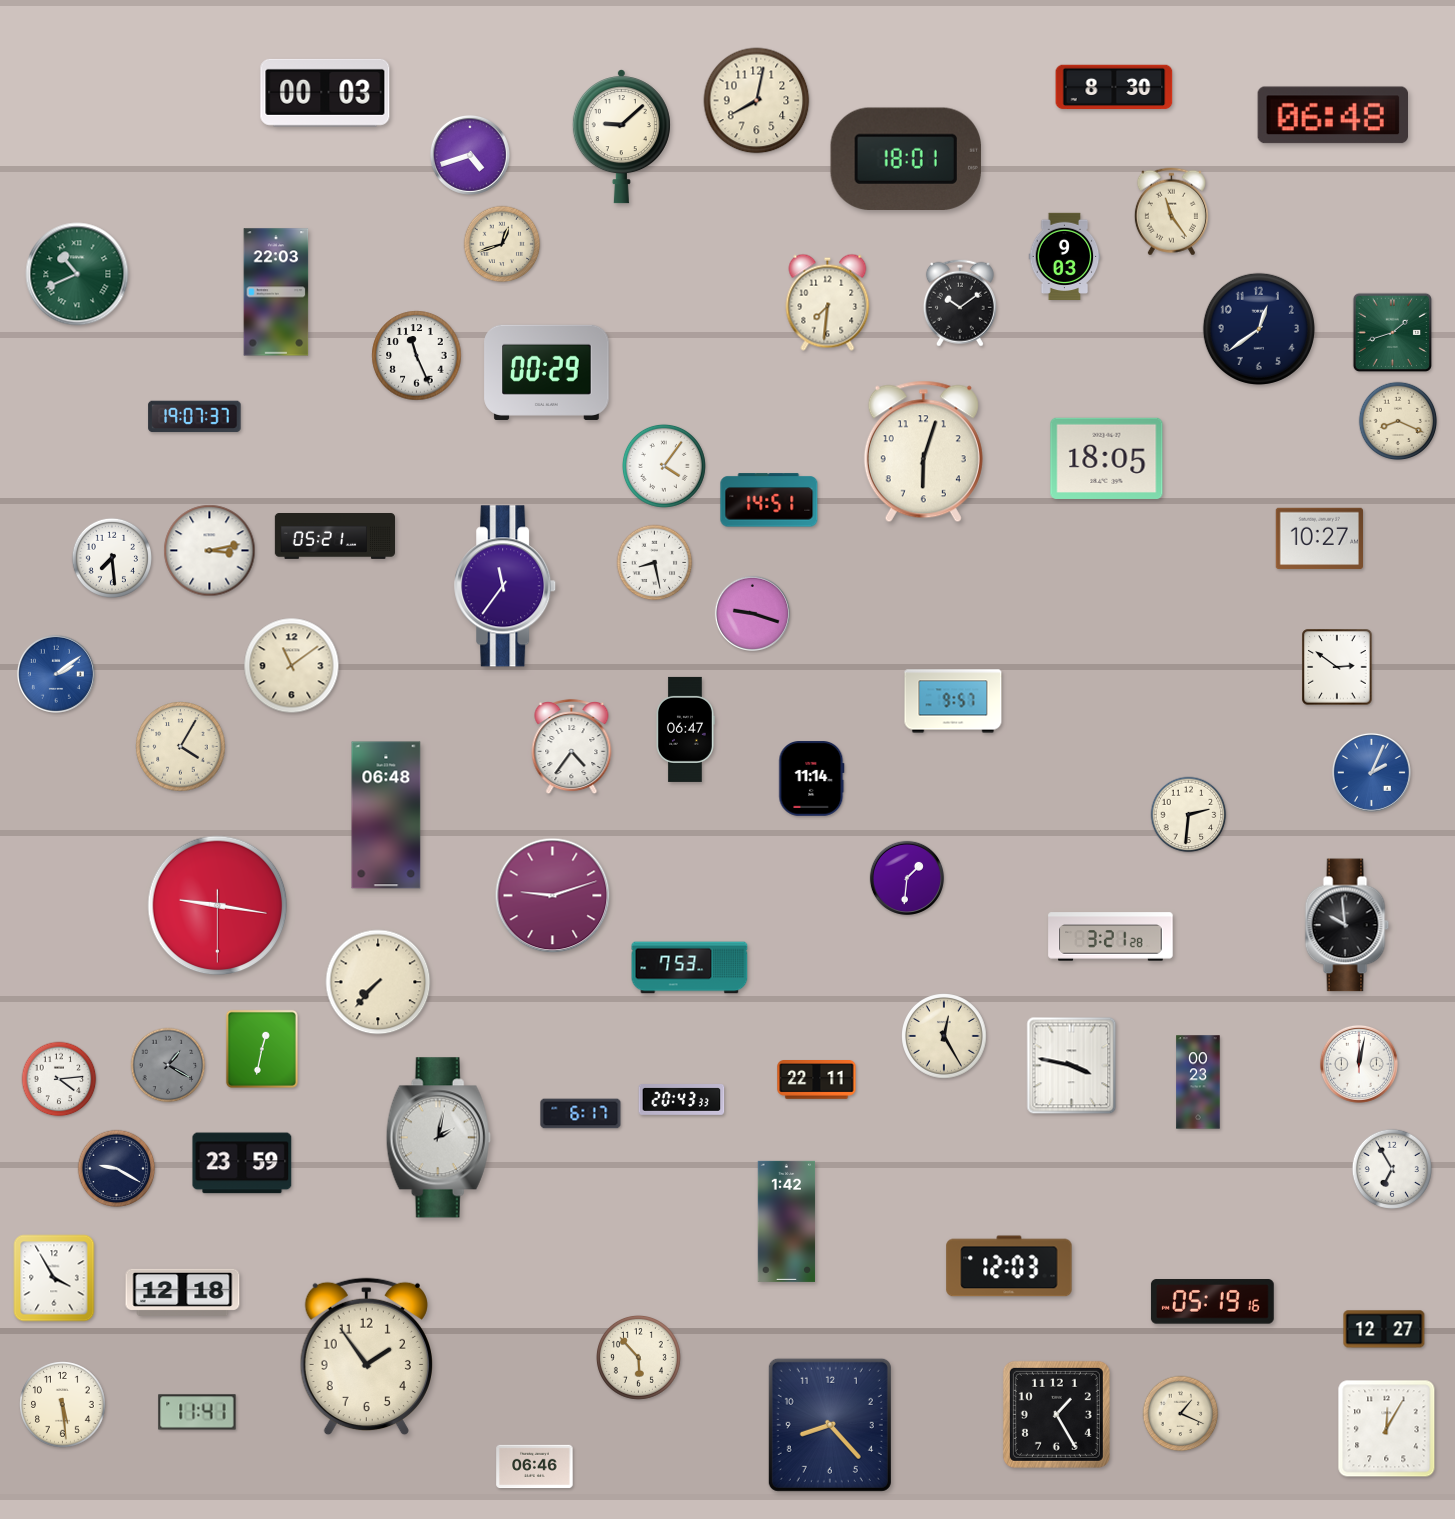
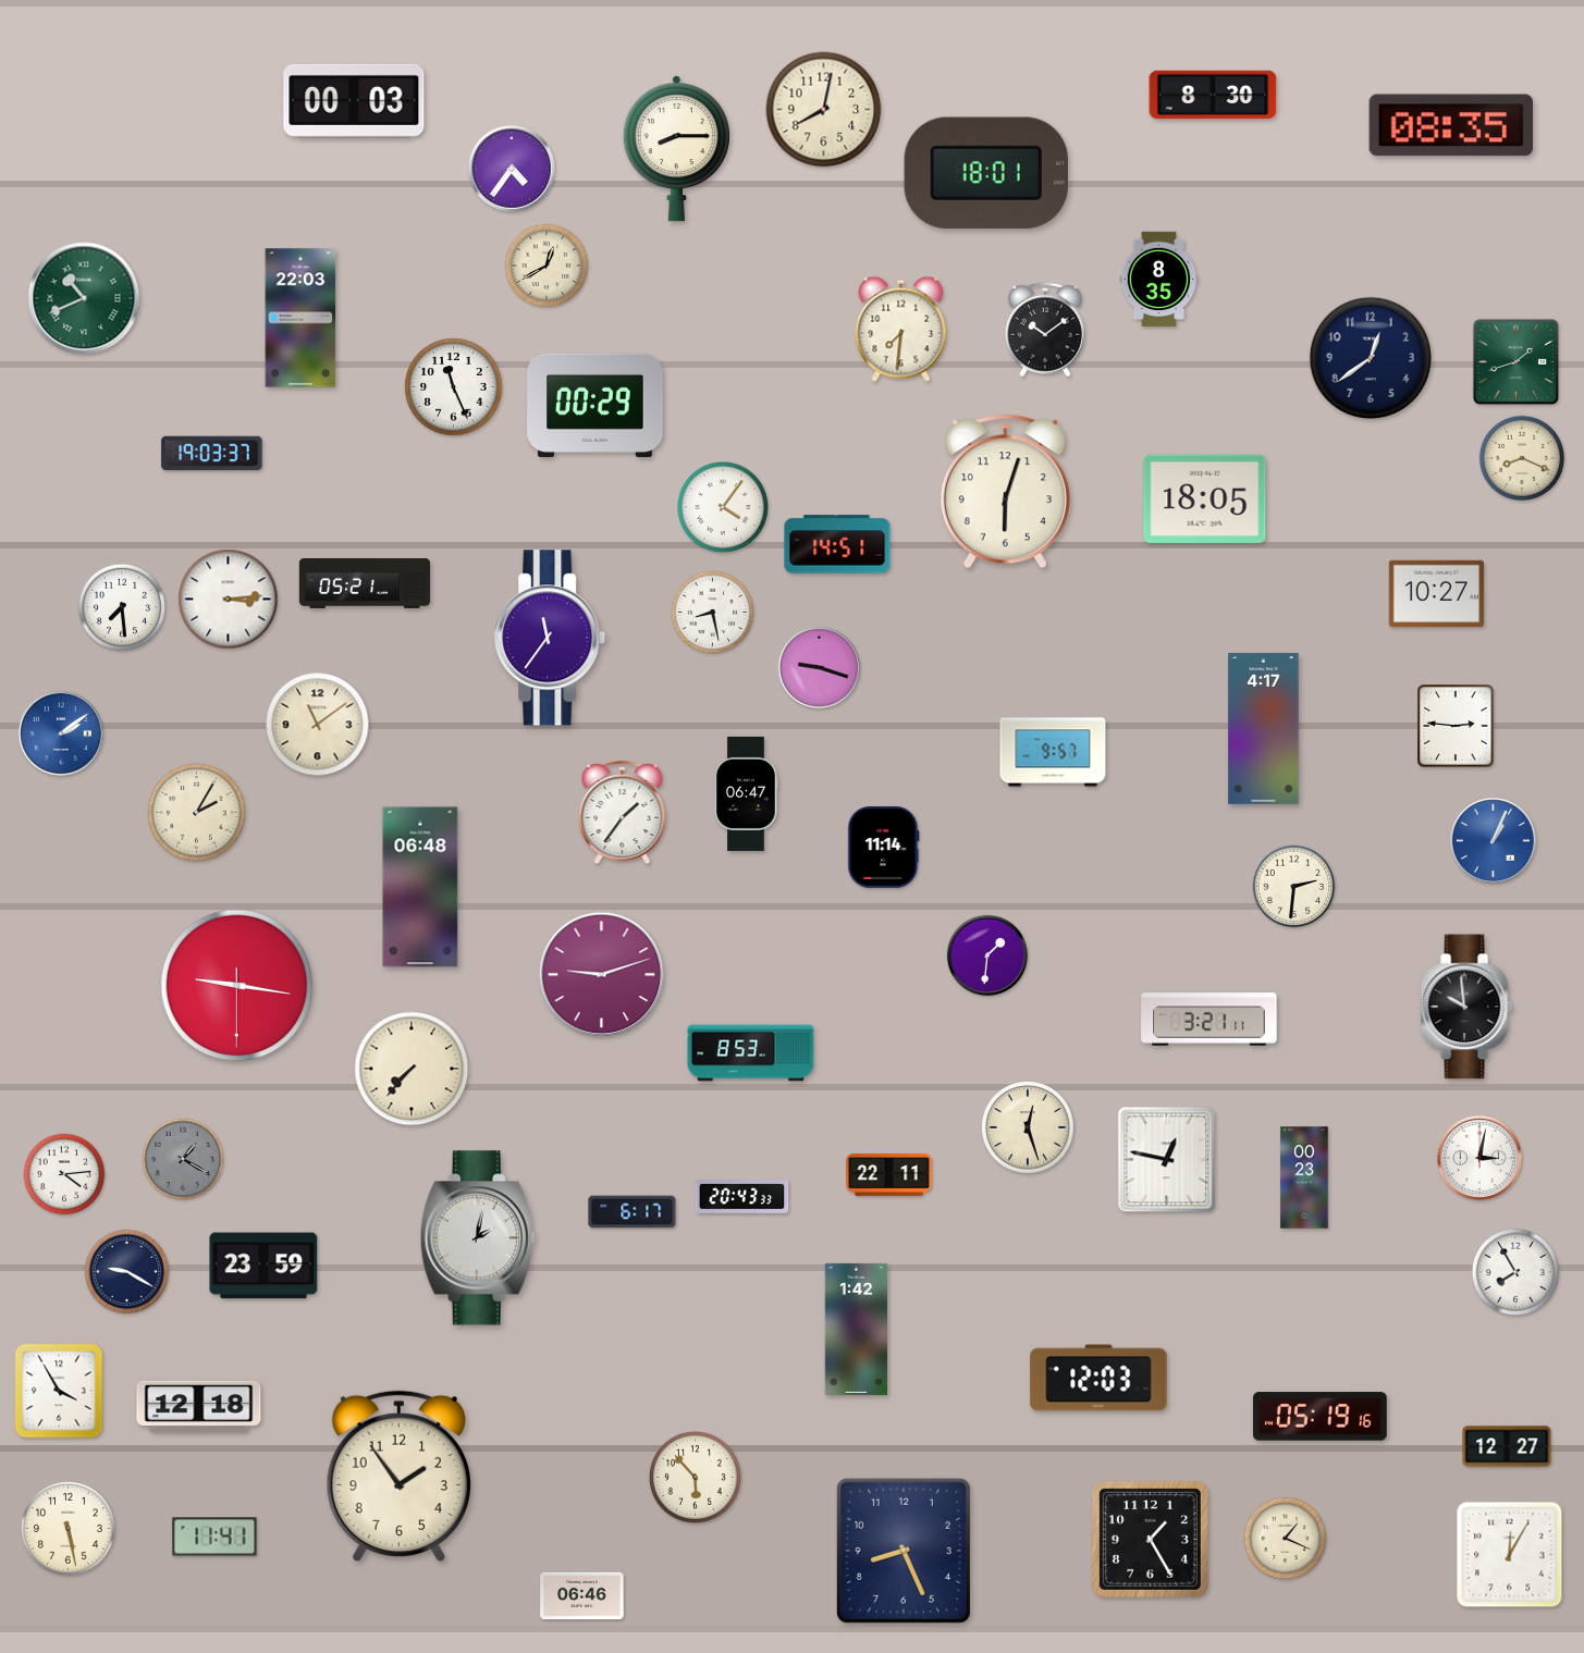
clock at (1332, 115): 06:48 -> 08:35
clock at (621, 137): 9:08 -> 8:15
clock at (470, 155): 4:42 -> 4:36
clock at (1171, 212): 11:24 -> none
clock at (502, 244): 12:42 -> 12:40
clock at (1065, 257): 9:03 -> 8:35
clock at (195, 417): 19:07 -> 19:03
clock at (1319, 539) position: (1319, 539) -> (1436, 594)
clock at (210, 551): 3:13 -> 3:14
clock at (1337, 667): 2:51 -> 2:46
clock at (1264, 728): none -> 4:17
clock at (953, 701) position: (953, 701) -> (1053, 752)
clock at (181, 747): 4:05 -> 2:05
clock at (572, 747): 4:36 -> 1:36
clock at (1371, 772): 2:04 -> 1:04
clock at (1111, 937): 3:21:28 -> 3:21:11
clock at (690, 968): 7:53 -> 8:53
clock at (945, 1037): 12:25 -> 12:27
clock at (262, 1049): 12:32 -> none
clock at (1359, 1064): 12:02 -> 3:02
clock at (1072, 1066): 3:47 -> 12:47
clock at (1392, 1169): 6:55 -> 7:55
clock at (63, 1405): 5:29 -> 5:28
clock at (830, 1425): 8:23 -> 8:26
